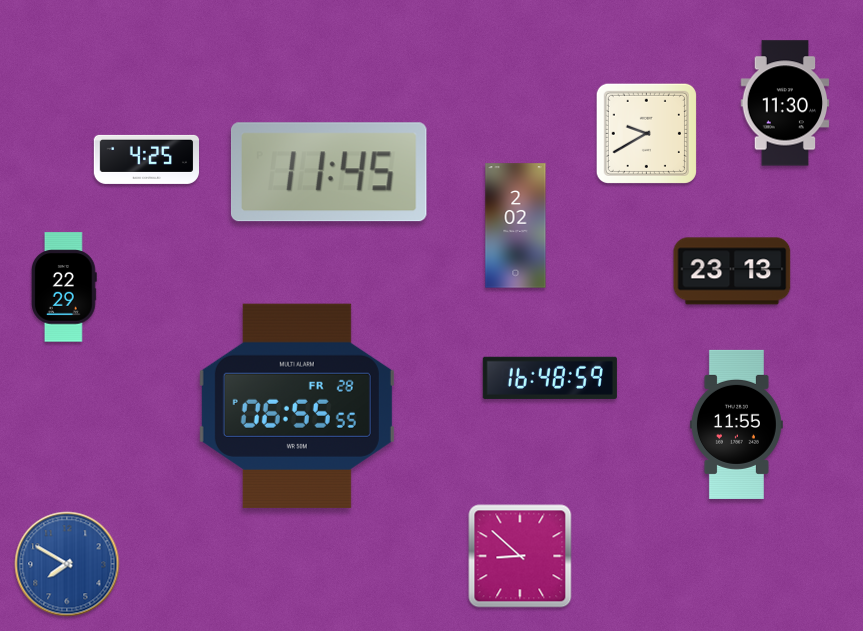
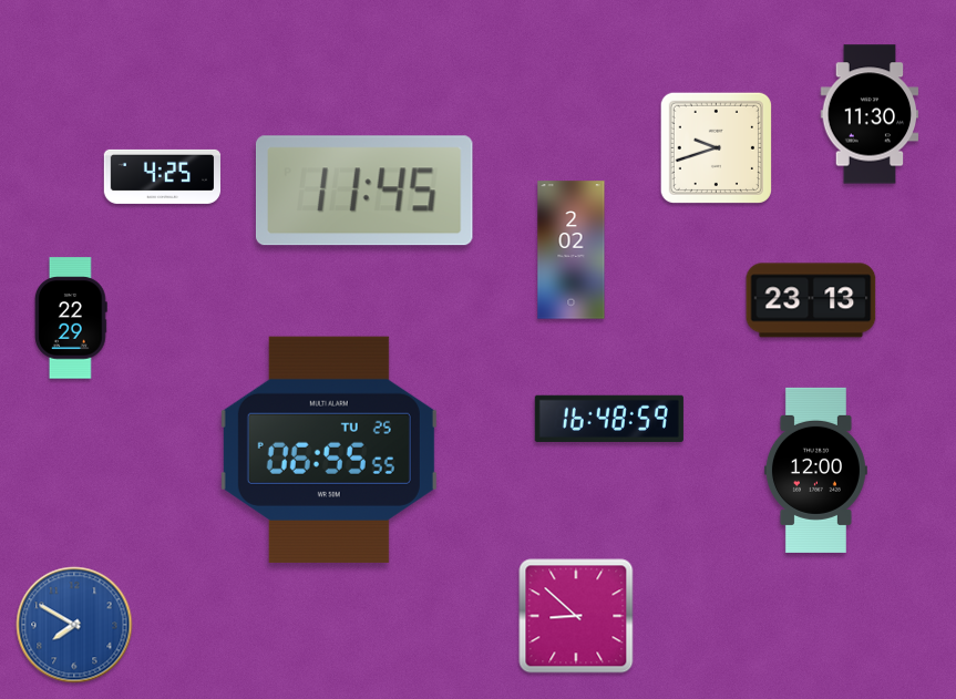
clock at (646, 133): 9:40 -> 9:42
clock at (297, 406) date: FR 28 -> TU 25
clock at (736, 424): 11:55 -> 12:00
